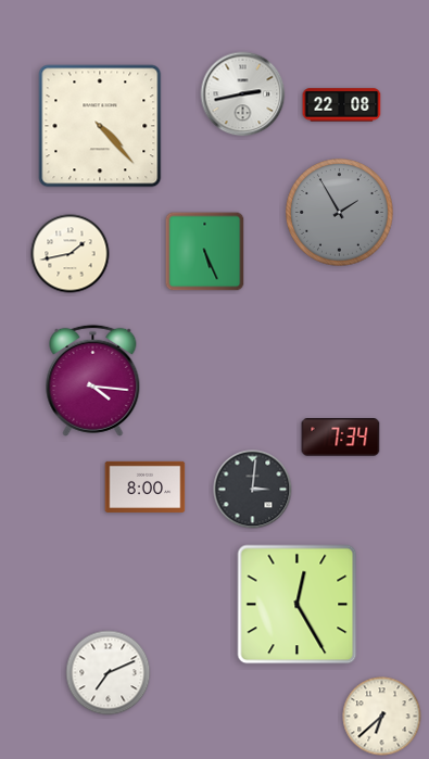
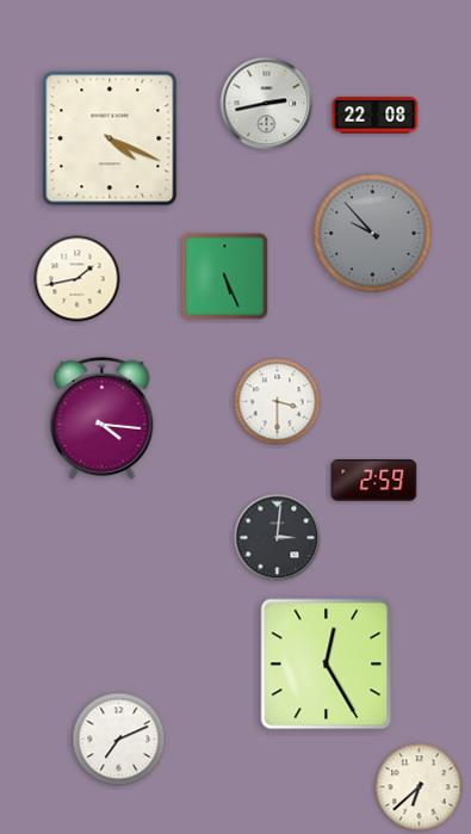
clock at (100, 126): 4:23 -> 4:19
clock at (340, 213): 1:55 -> 9:53
clock at (278, 402): none -> 3:30
clock at (341, 438): 7:34 -> 2:59
clock at (146, 486): 8:00 -> none
